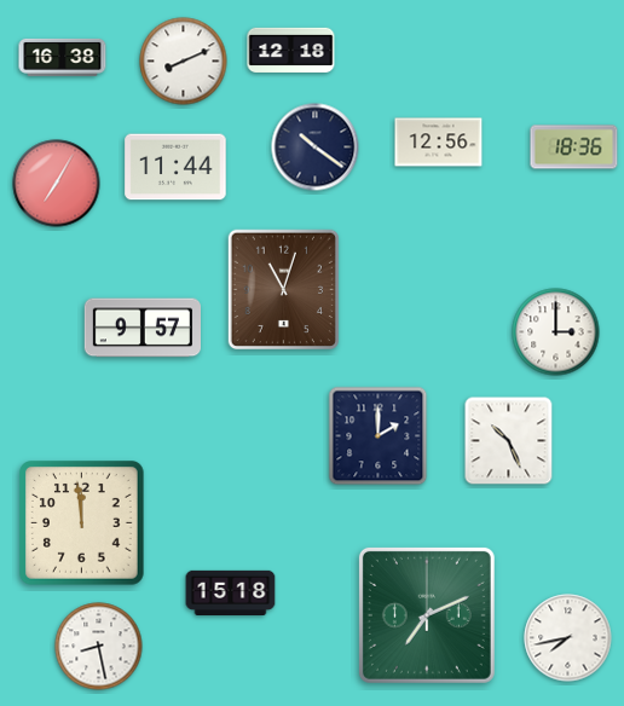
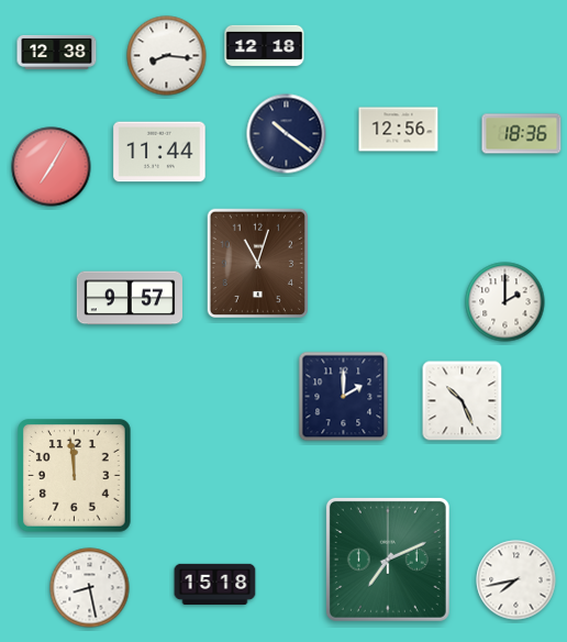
clock at (63, 57): 16:38 -> 12:38
clock at (184, 62): 8:11 -> 8:16
clock at (556, 332): 3:00 -> 2:00
clock at (231, 592) position: (231, 592) -> (215, 584)
